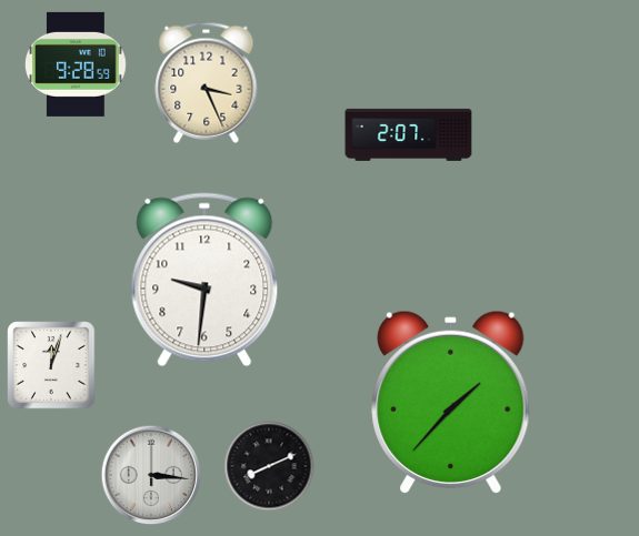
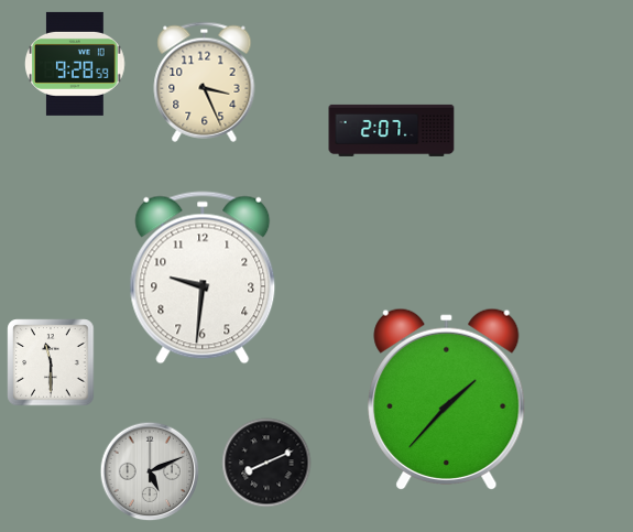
clock at (409, 134) position: (409, 134) -> (392, 130)
clock at (51, 365): 12:03 -> 11:30
clock at (151, 475): 3:16 -> 5:11
